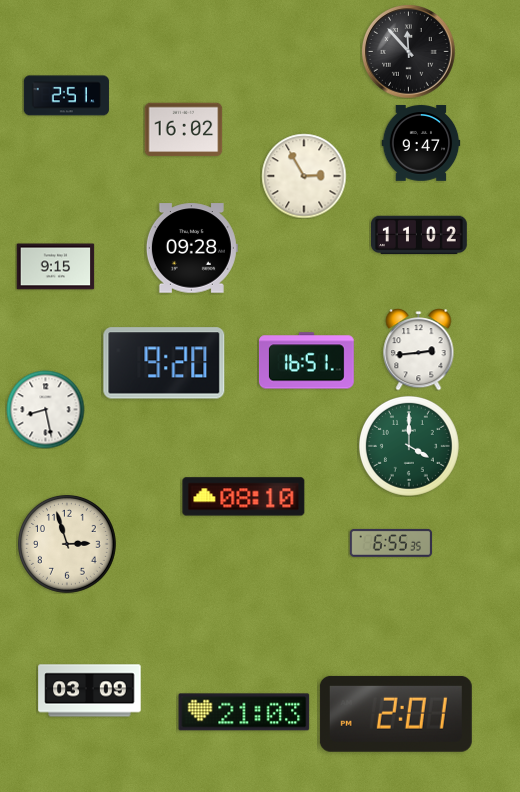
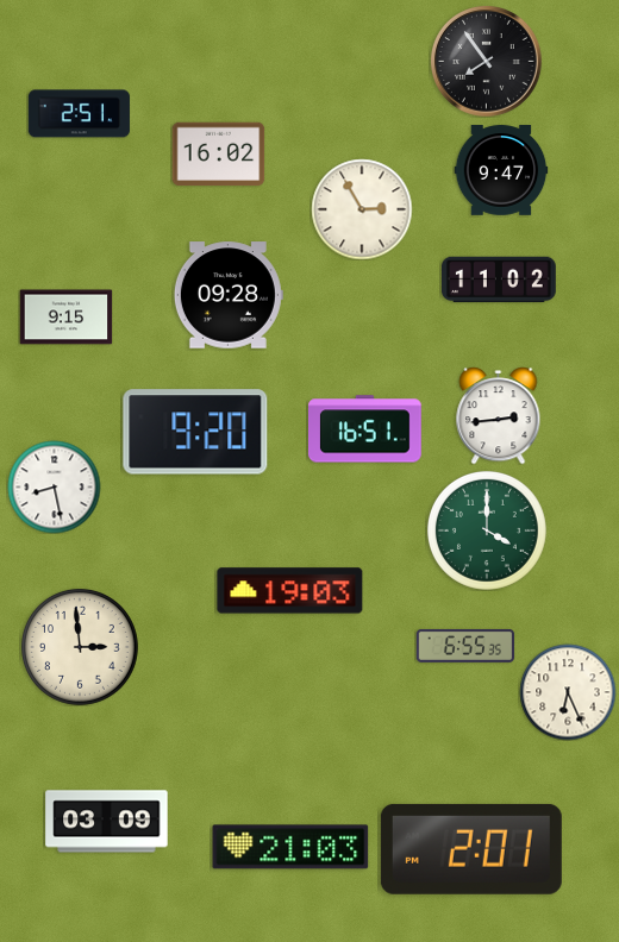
clock at (409, 52): 11:53 -> 7:54
clock at (244, 497): 08:10 -> 19:03
clock at (68, 545): 2:57 -> 2:59
clock at (568, 692): none -> 6:26
